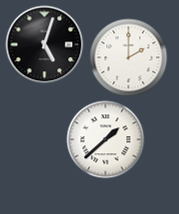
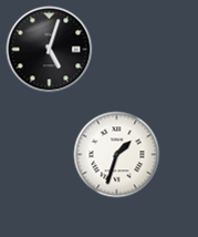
clock at (128, 57): 2:00 -> none
clock at (105, 139): 1:38 -> 1:33
